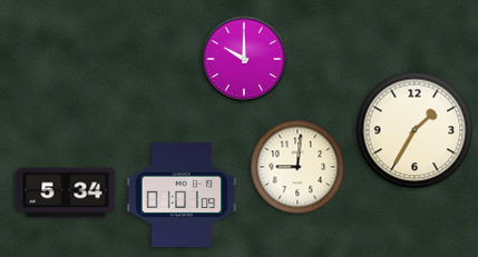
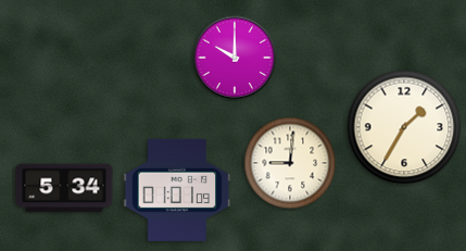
clock at (244, 59) position: (244, 59) -> (235, 58)
